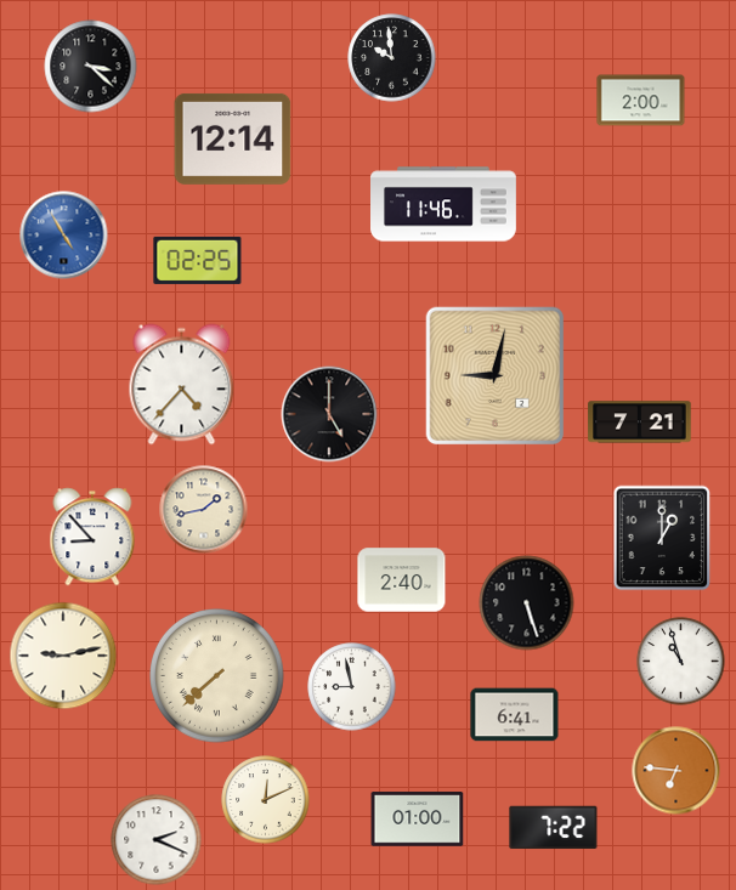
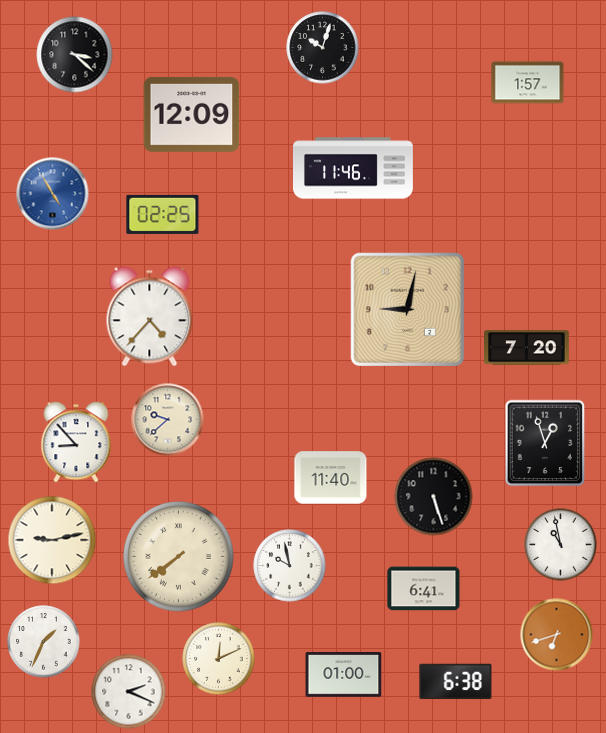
clock at (392, 58): 9:59 -> 10:03
clock at (641, 101): 2:00 -> 1:57
clock at (233, 138): 12:14 -> 12:09
clock at (445, 204) position: (445, 204) -> (354, 168)
clock at (329, 414): 5:00 -> none
clock at (640, 423): 7:21 -> 7:20
clock at (204, 510): 1:43 -> 9:38
clock at (662, 538): 1:00 -> 12:57
clock at (402, 580): 2:40 -> 11:40
clock at (681, 662): 10:57 -> 10:58
clock at (217, 676): 7:38 -> 7:39
clock at (352, 687): 8:58 -> 9:58
clock at (676, 771): 6:46 -> 6:42
clock at (44, 642): none -> 1:34
clock at (554, 828): 7:22 -> 6:38
